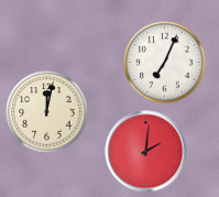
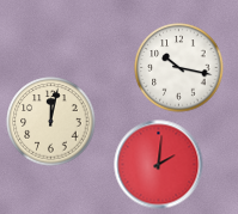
clock at (165, 63): 7:04 -> 10:17
